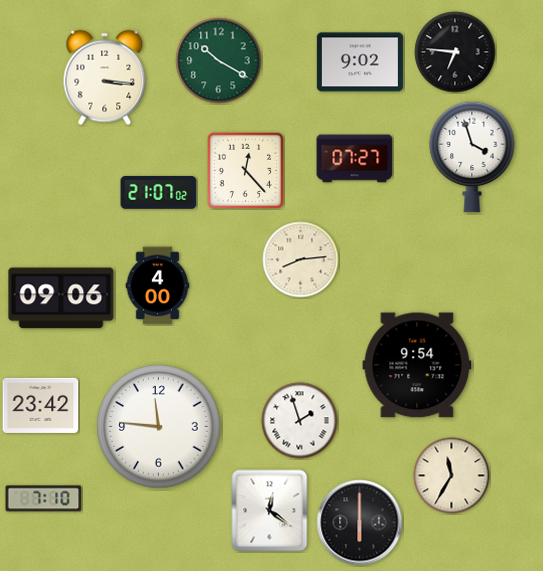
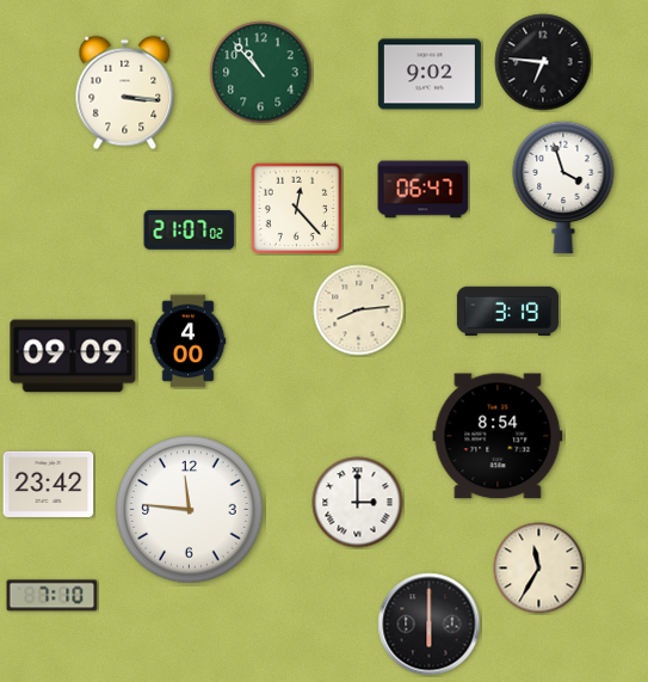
clock at (219, 61): 10:20 -> 10:53
clock at (355, 159): 07:27 -> 06:47
clock at (245, 170) position: (245, 170) -> (296, 208)
clock at (507, 311): none -> 3:19
clock at (61, 298): 09:06 -> 09:09
clock at (417, 365): 9:54 -> 8:54
clock at (300, 421): 1:57 -> 3:00
clock at (270, 511): 12:21 -> none
